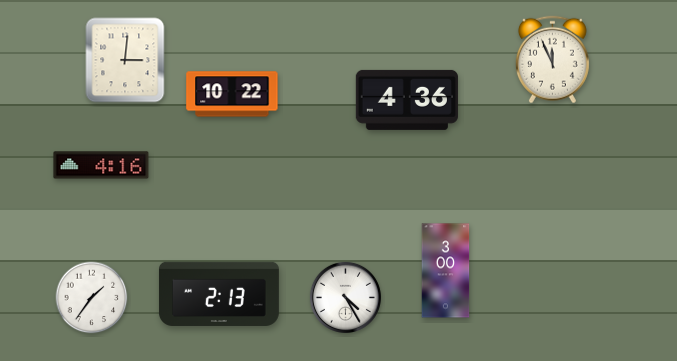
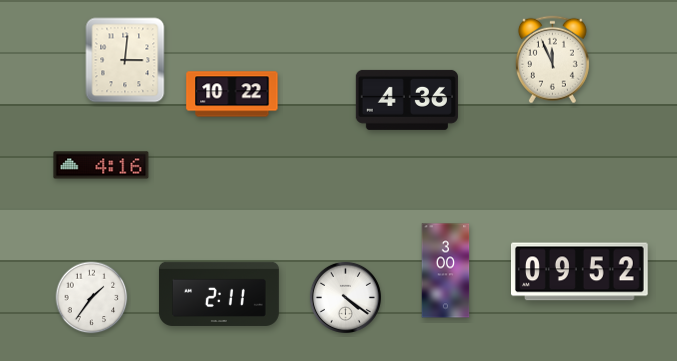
clock at (580, 272): none -> 09:52
clock at (219, 293): 2:13 -> 2:11
clock at (345, 297): 4:25 -> 4:21
